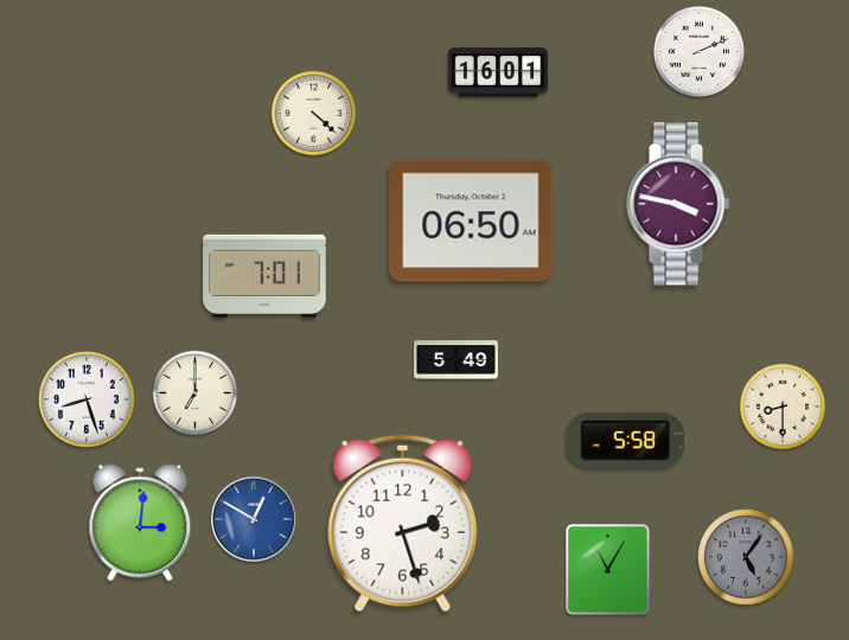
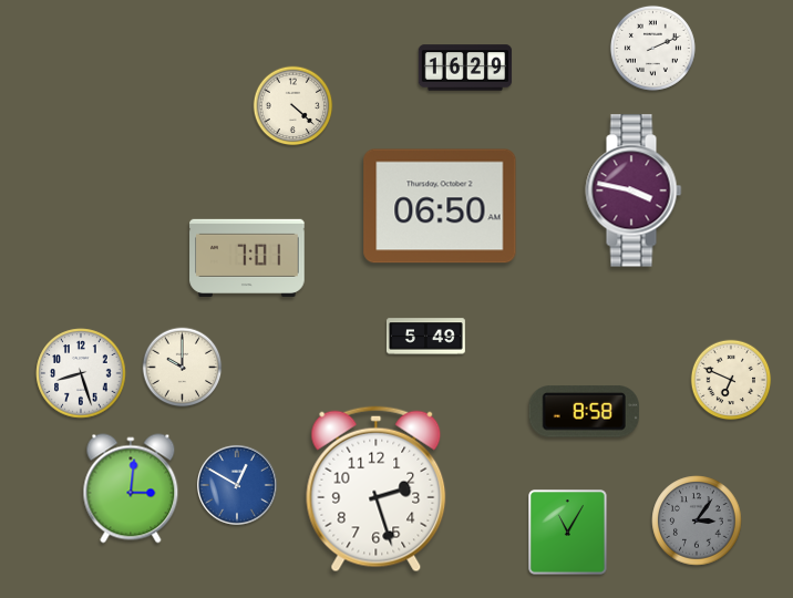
clock at (498, 72): 16:01 -> 16:29
clock at (196, 393): 7:00 -> 10:00
clock at (783, 407): 8:30 -> 6:49
clock at (625, 441): 5:58 -> 8:58
clock at (746, 557): 5:06 -> 3:06
